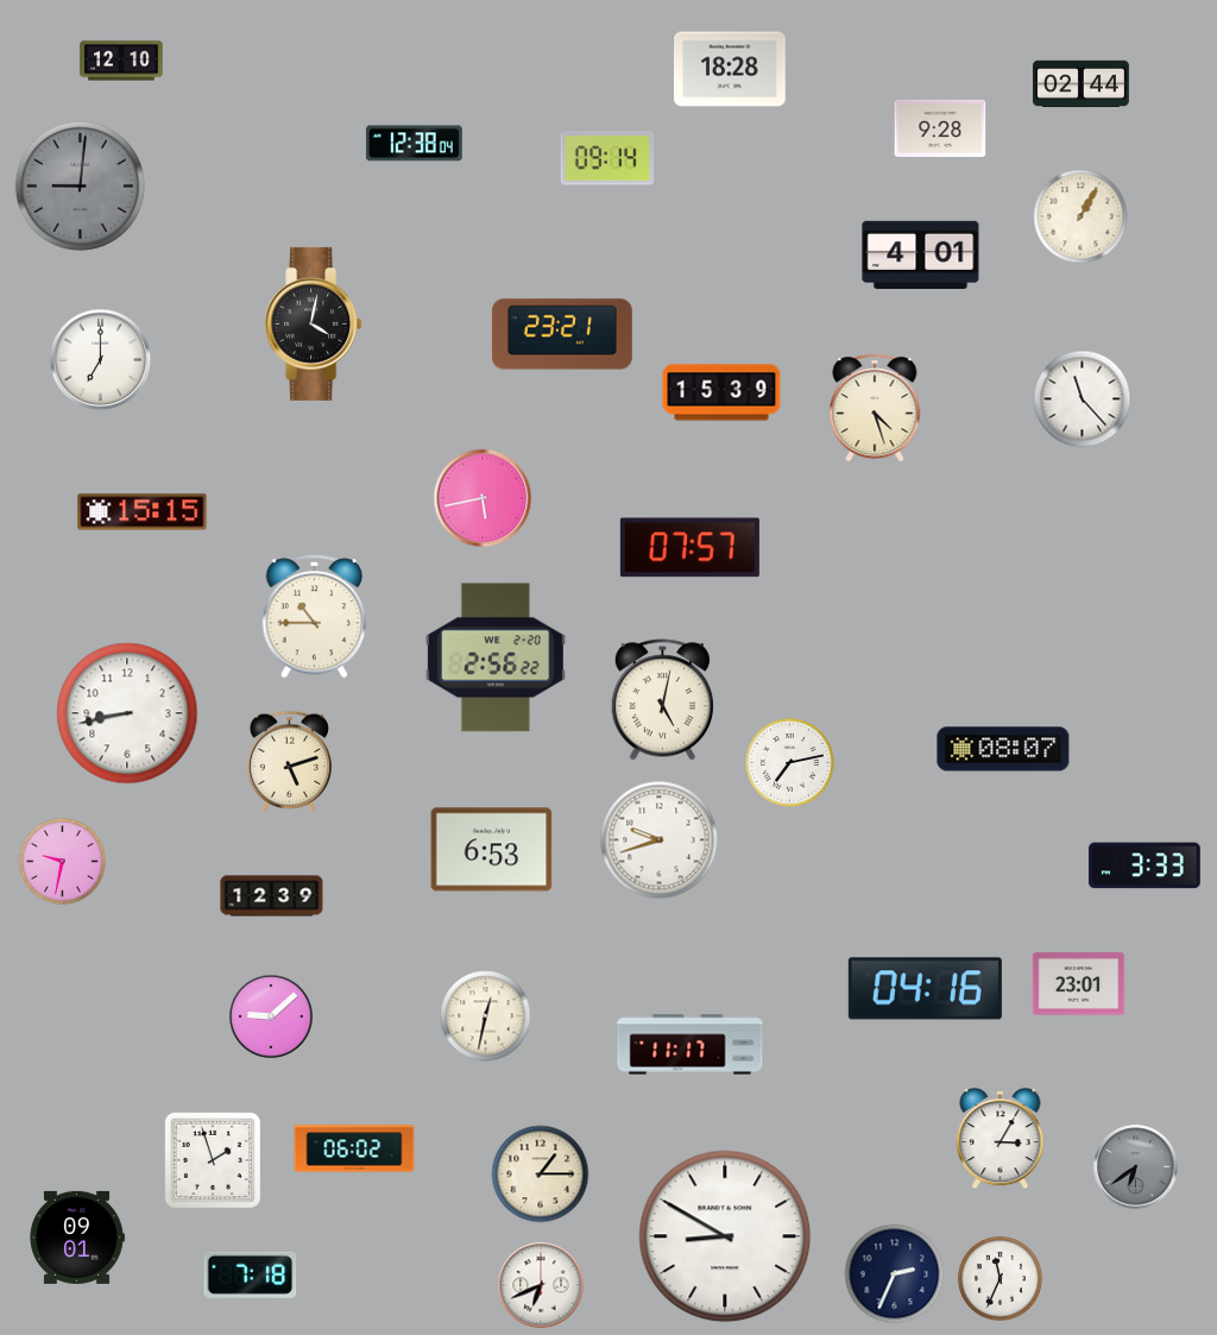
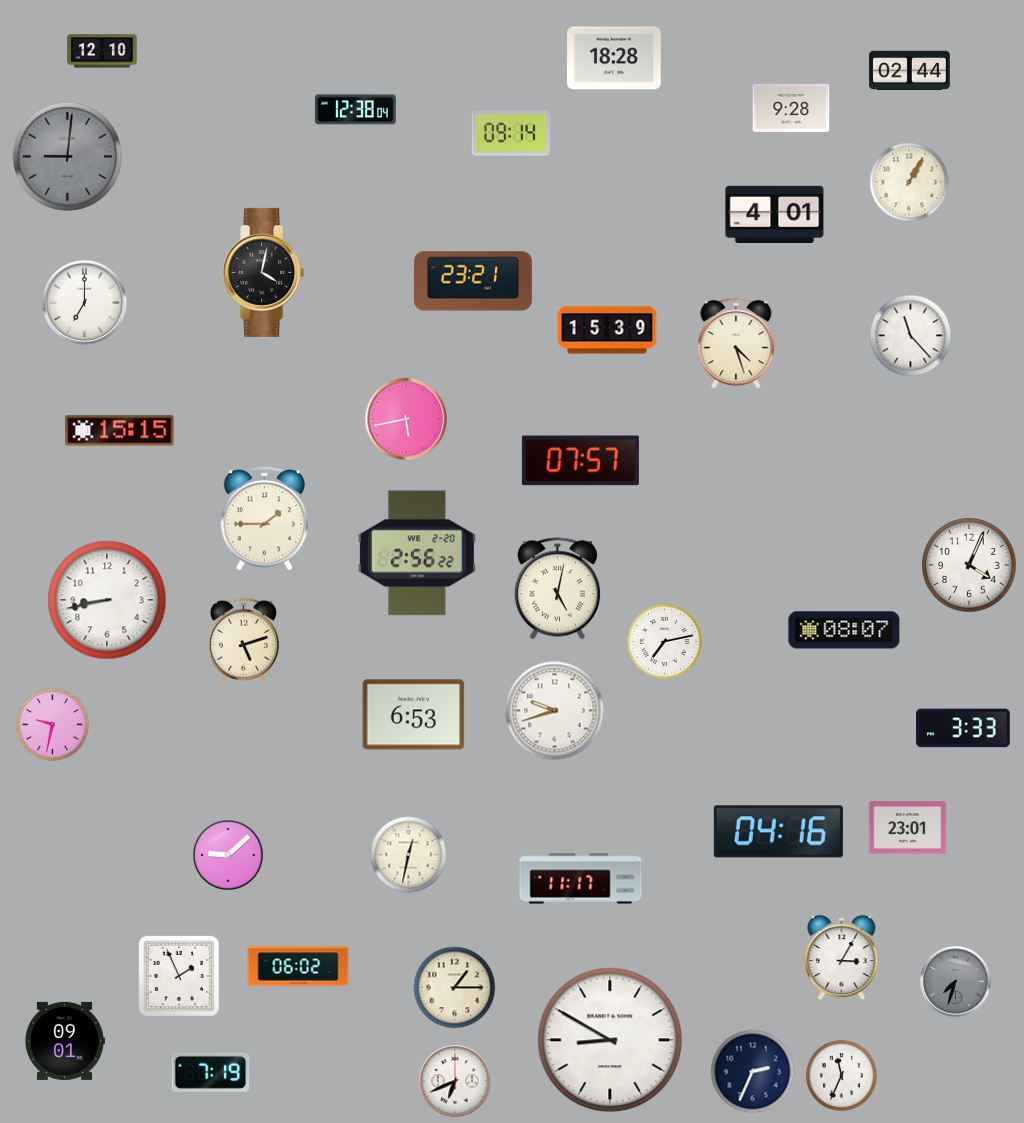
clock at (414, 144) position: (414, 144) -> (355, 110)
clock at (315, 617): 10:45 -> 1:45
clock at (969, 565): none -> 4:04
clock at (660, 840) position: (660, 840) -> (555, 711)
clock at (272, 896): 12:39 -> none
clock at (213, 1160): 1:57 -> 1:56
clock at (1136, 1167): 6:39 -> 7:33
clock at (251, 1274): 7:18 -> 7:19
